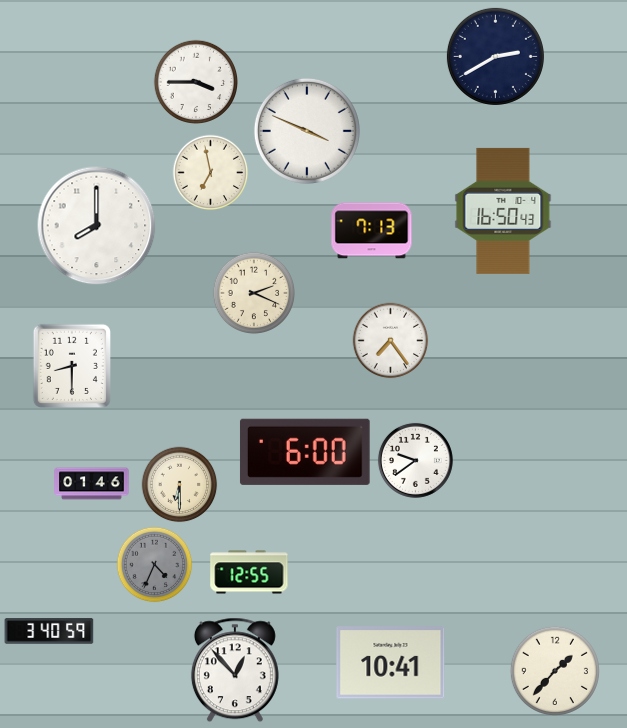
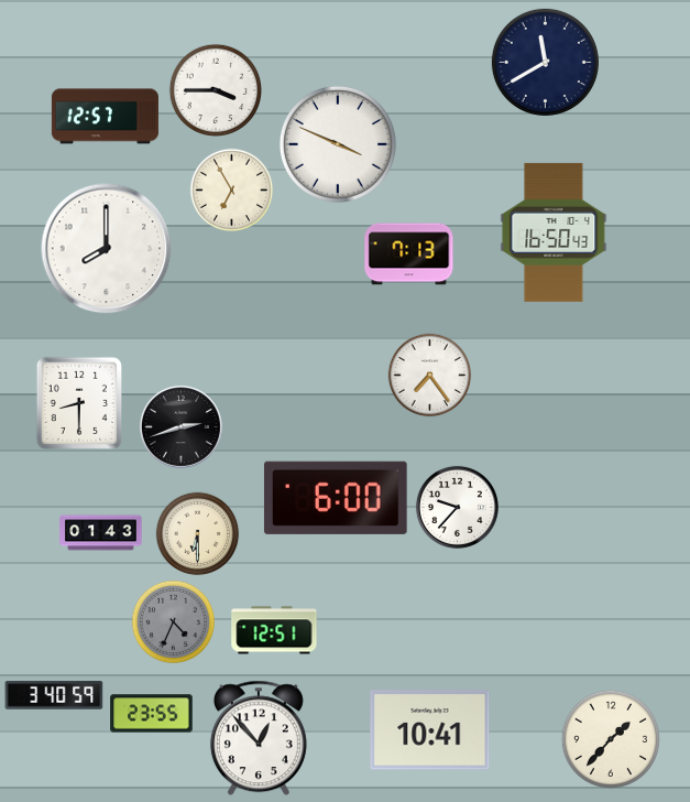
clock at (495, 56): 2:40 -> 11:40
clock at (105, 117): none -> 12:57
clock at (211, 173): 6:58 -> 6:55
clock at (254, 293): 2:19 -> none
clock at (180, 426): none -> 2:42
clock at (415, 460): 9:39 -> 9:37
clock at (92, 484): 01:46 -> 01:43
clock at (155, 565) position: (155, 565) -> (174, 622)
clock at (249, 572): 12:55 -> 12:51
clock at (152, 714): none -> 23:55
